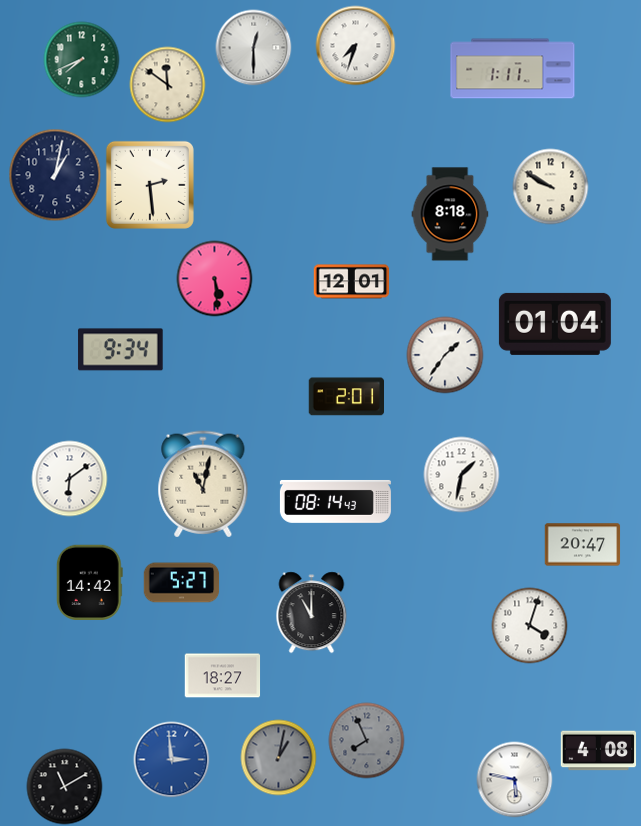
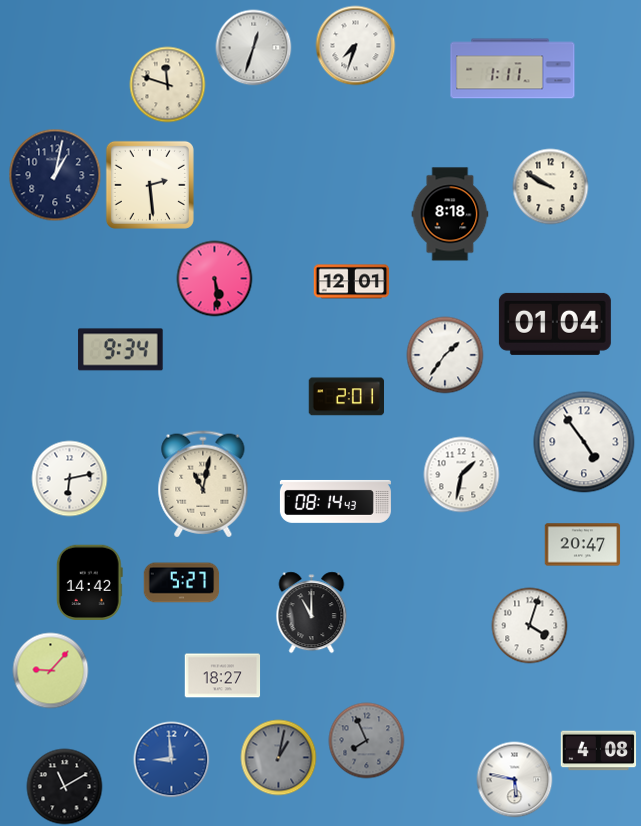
clock at (254, 48): 12:30 -> 12:33
clock at (82, 60): 7:41 -> none
clock at (168, 85): 11:51 -> 11:48
clock at (584, 442): none -> 4:54
clock at (70, 479): 6:09 -> 6:13
clock at (51, 671): none -> 9:07
clock at (172, 760): 2:59 -> 8:59
